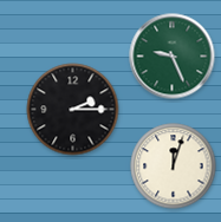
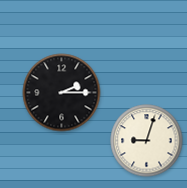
clock at (173, 57): 9:26 -> none
clock at (174, 166): 12:03 -> 9:03
